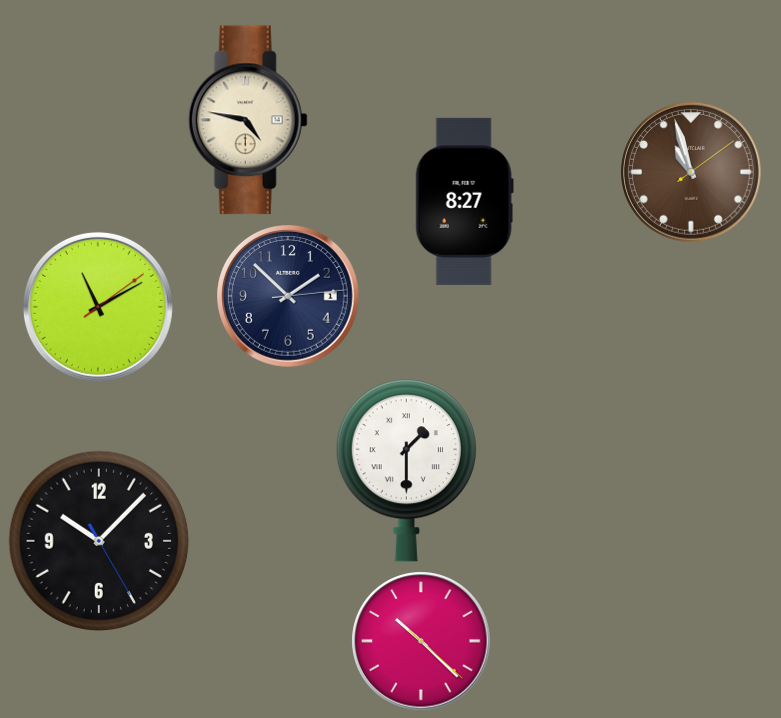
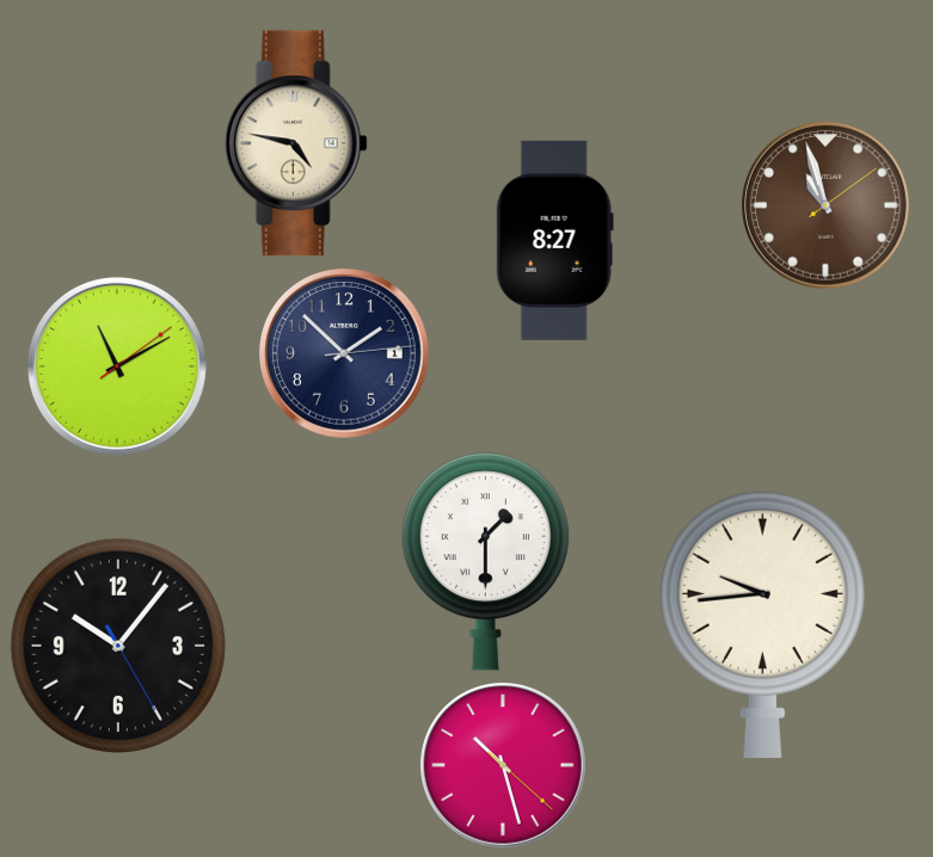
clock at (762, 624): none -> 9:44
clock at (98, 540): 10:07 -> 10:06
clock at (421, 641): 10:22 -> 10:27
